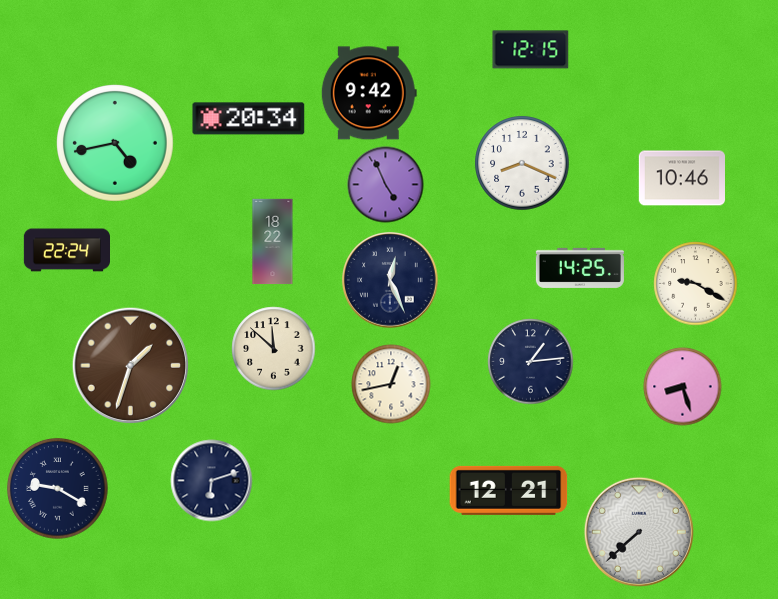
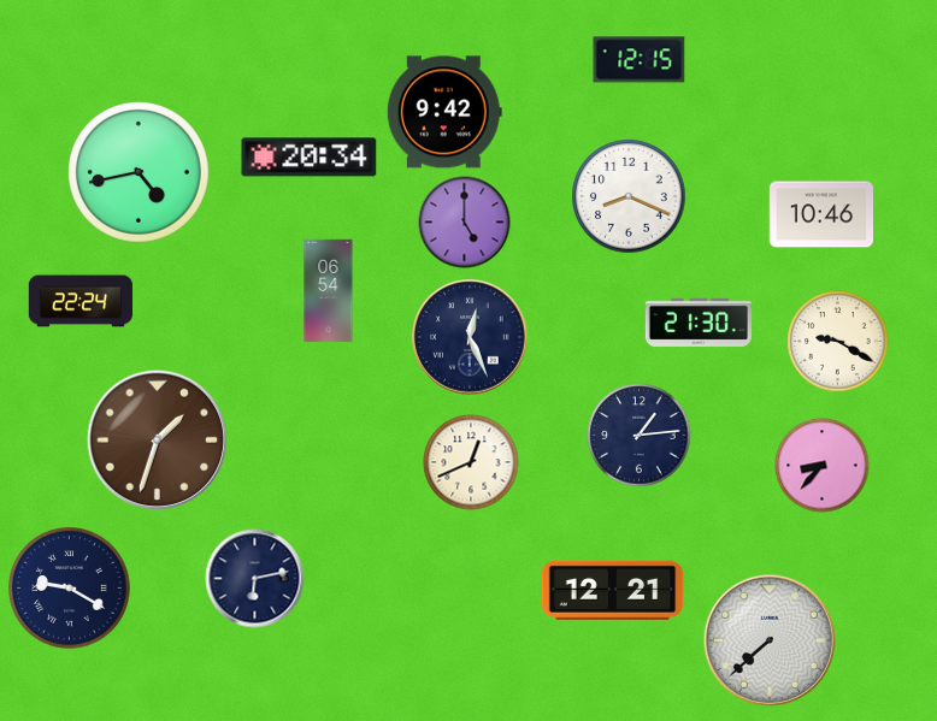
clock at (249, 119) position: (249, 119) -> (310, 158)
clock at (386, 185): 4:56 -> 5:00
clock at (273, 242): 18:22 -> 06:54
clock at (580, 268): 14:25 -> 21:30
clock at (274, 349): 11:52 -> none
clock at (391, 384): 12:43 -> 12:41
clock at (683, 387): 8:27 -> 8:37
clock at (212, 481): 6:12 -> 6:13
